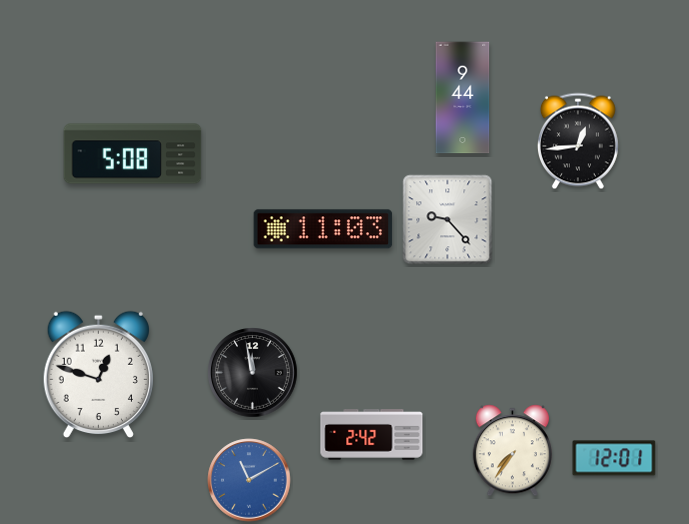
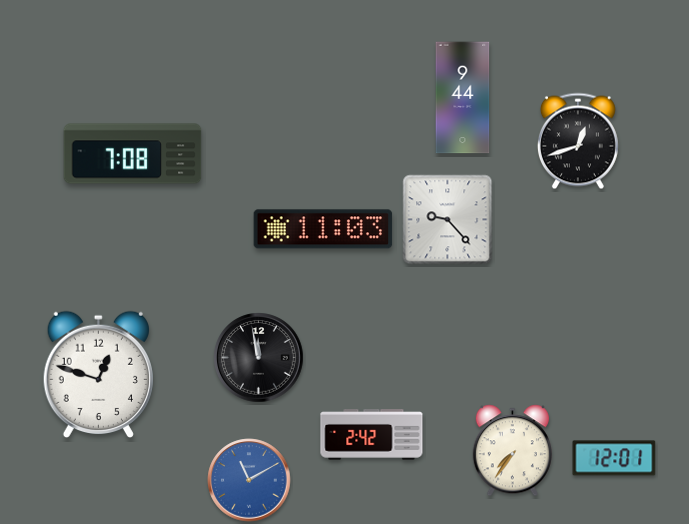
clock at (578, 141): 12:44 -> 12:42
clock at (133, 154): 5:08 -> 7:08
clock at (253, 373) position: (253, 373) -> (259, 358)
